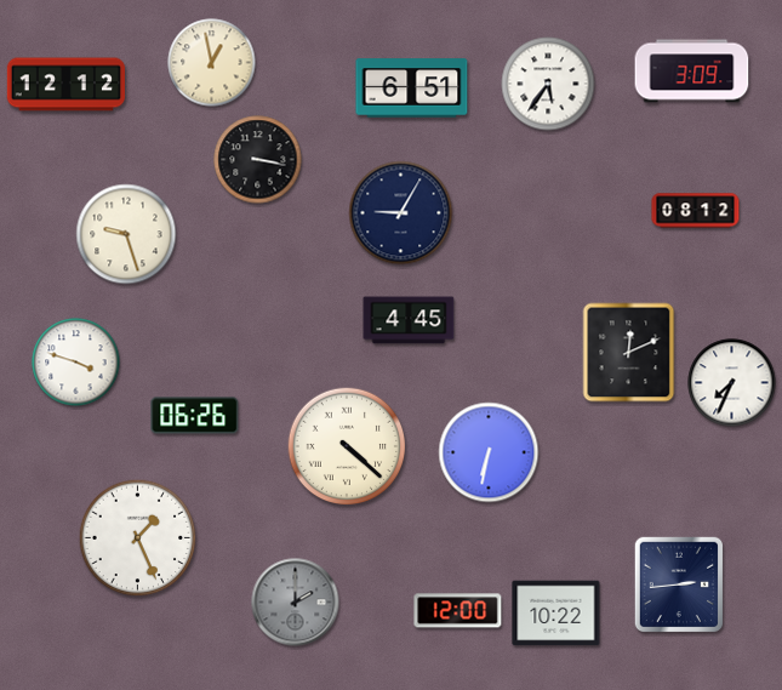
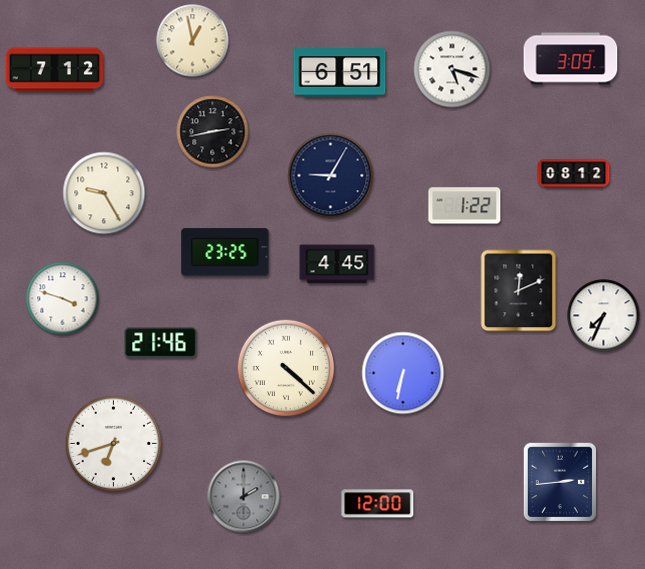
clock at (212, 63) position: (212, 63) -> (193, 41)
clock at (548, 84): 5:36 -> 5:18
clock at (65, 85): 12:12 -> 7:12
clock at (258, 160): 3:17 -> 2:43
clock at (126, 234): 9:27 -> 9:25
clock at (465, 206): none -> 1:22
clock at (225, 252): none -> 23:25
clock at (195, 416): 06:26 -> 21:46
clock at (138, 538): 1:26 -> 6:42
clock at (556, 614): 10:22 -> none
